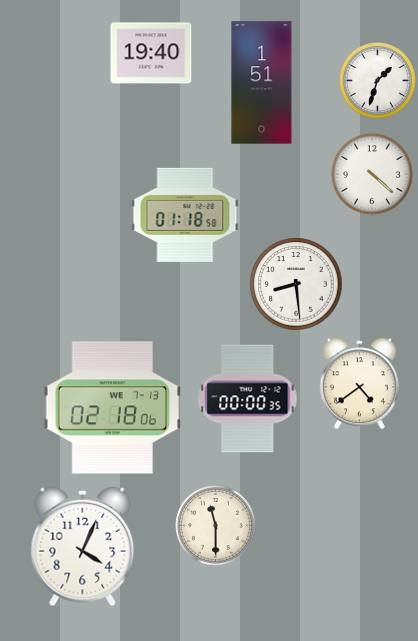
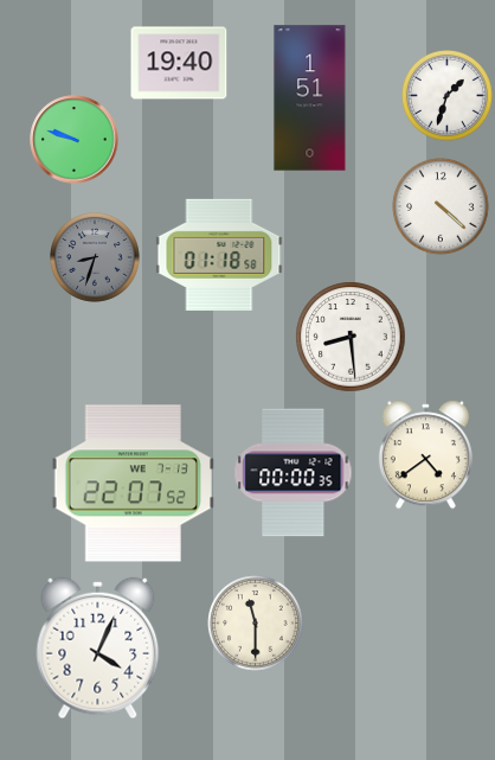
clock at (75, 140): none -> 9:48
clock at (96, 258): none -> 8:33
clock at (112, 408): 02:18 -> 22:07
